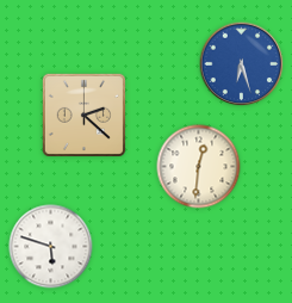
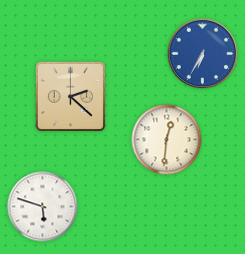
clock at (242, 64): 6:27 -> 6:35
